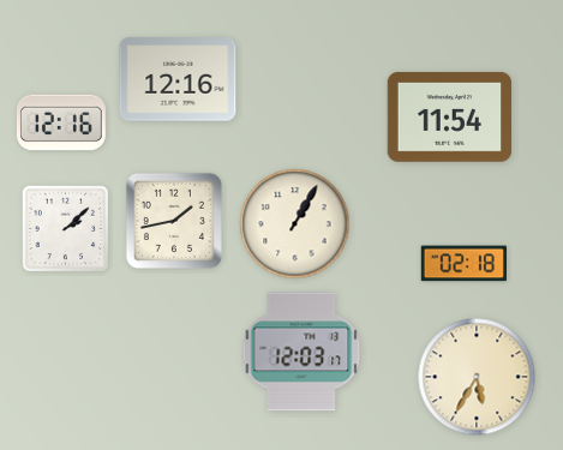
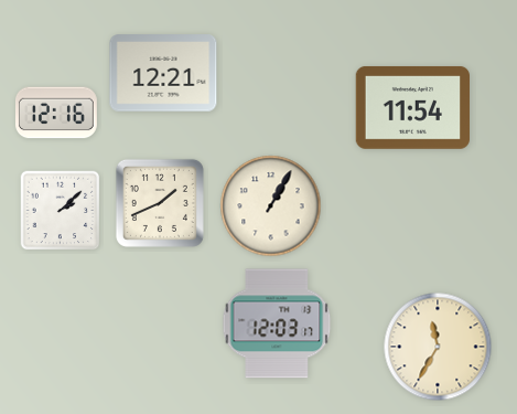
clock at (178, 79): 12:16 -> 12:21
clock at (174, 221): 1:43 -> 1:41
clock at (463, 264): 02:18 -> none
clock at (477, 377): 5:35 -> 11:35
